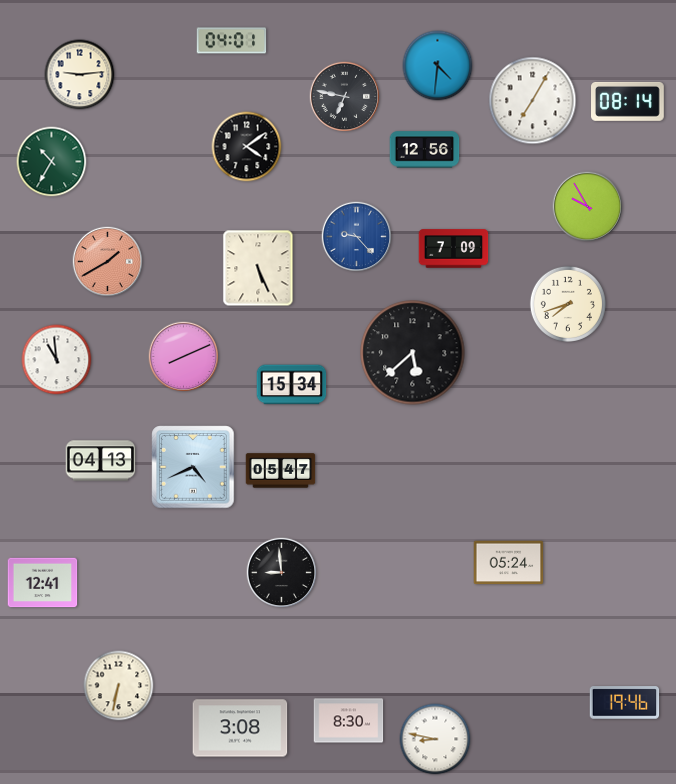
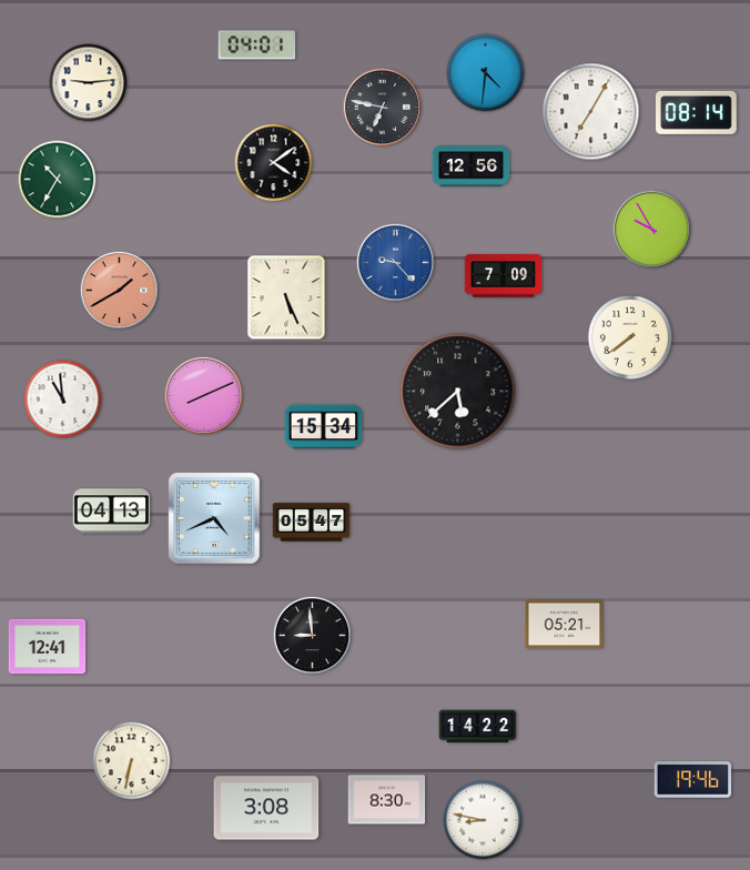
clock at (568, 304): 7:42 -> 7:39
clock at (509, 563): 05:24 -> 05:21
clock at (478, 727): none -> 14:22
